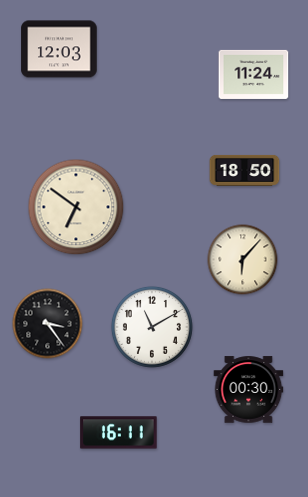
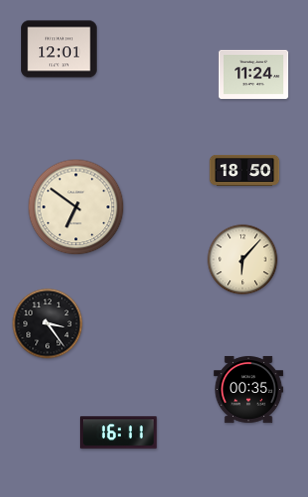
clock at (59, 49): 12:03 -> 12:01
clock at (152, 327): 11:10 -> none
clock at (249, 390): 00:30 -> 00:35
